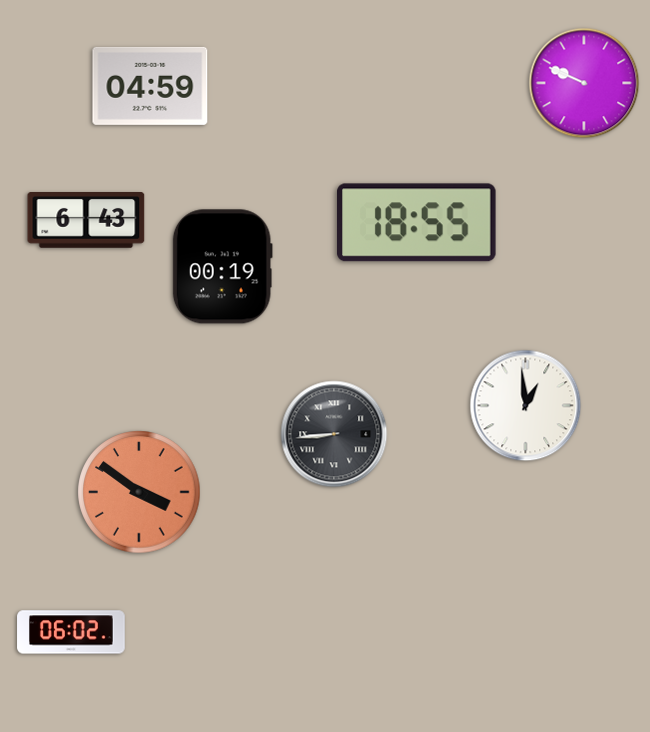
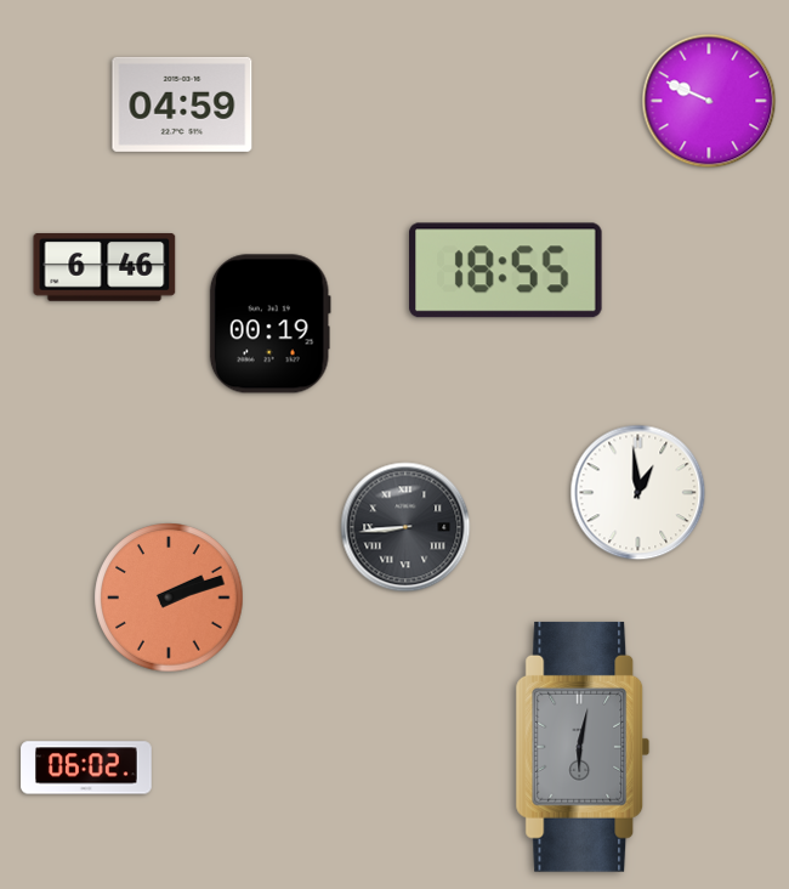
clock at (86, 220): 6:43 -> 6:46
clock at (139, 492): 3:51 -> 2:12
clock at (583, 747): none -> 6:02
